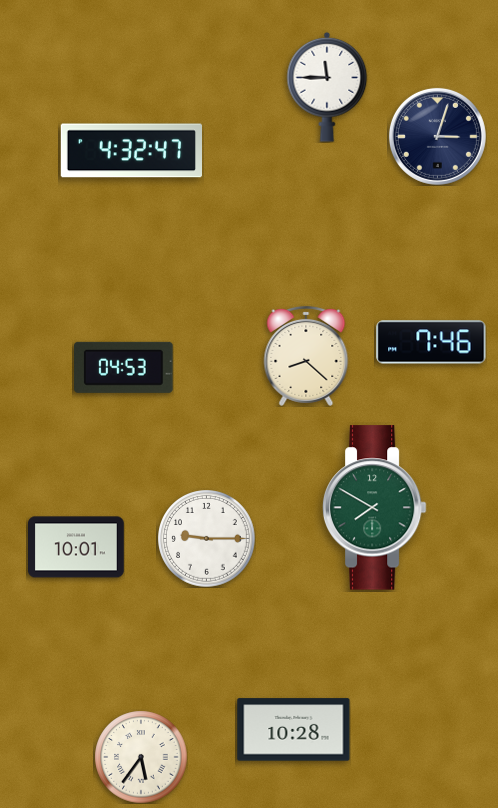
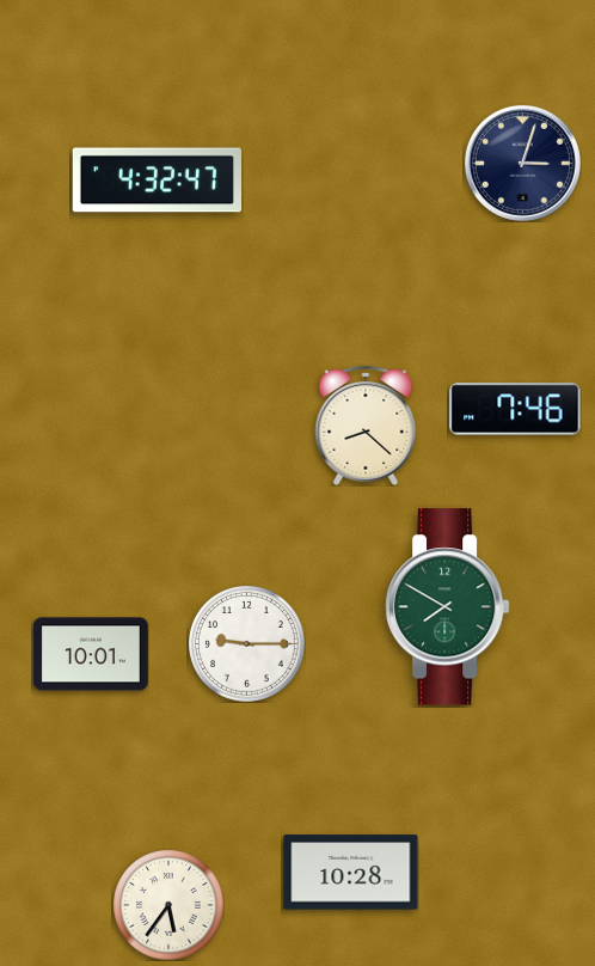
clock at (327, 87): 11:45 -> none
clock at (124, 367): 04:53 -> none
